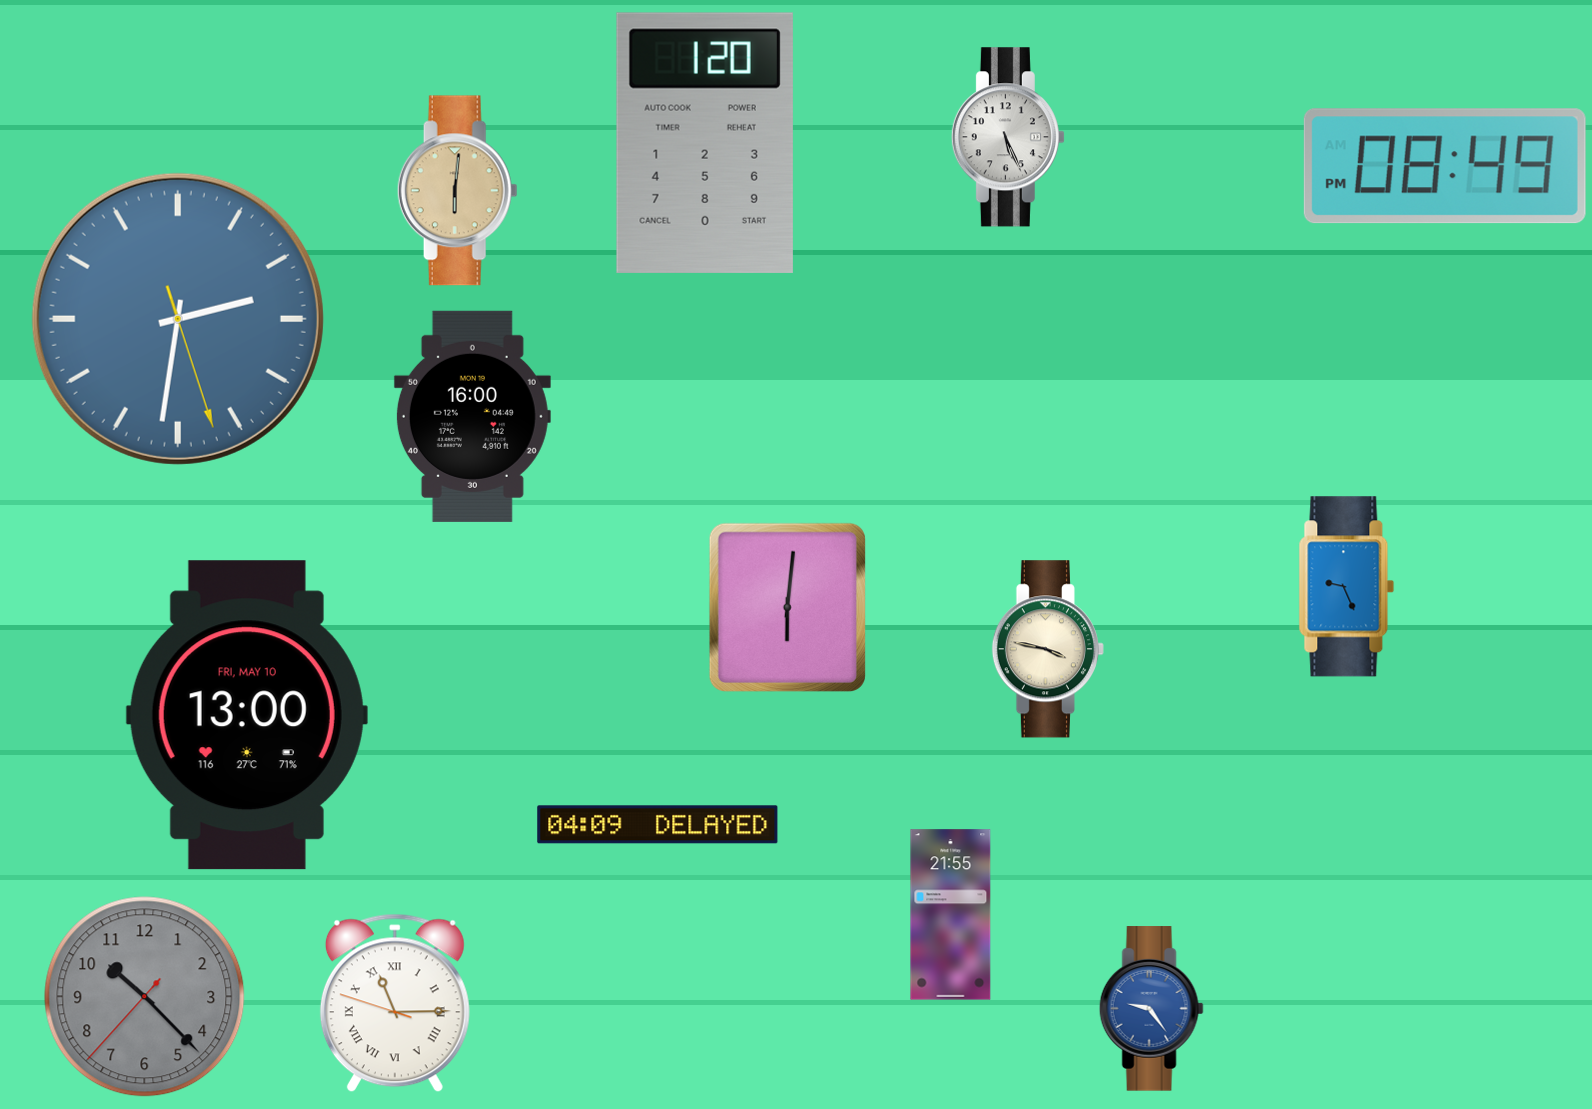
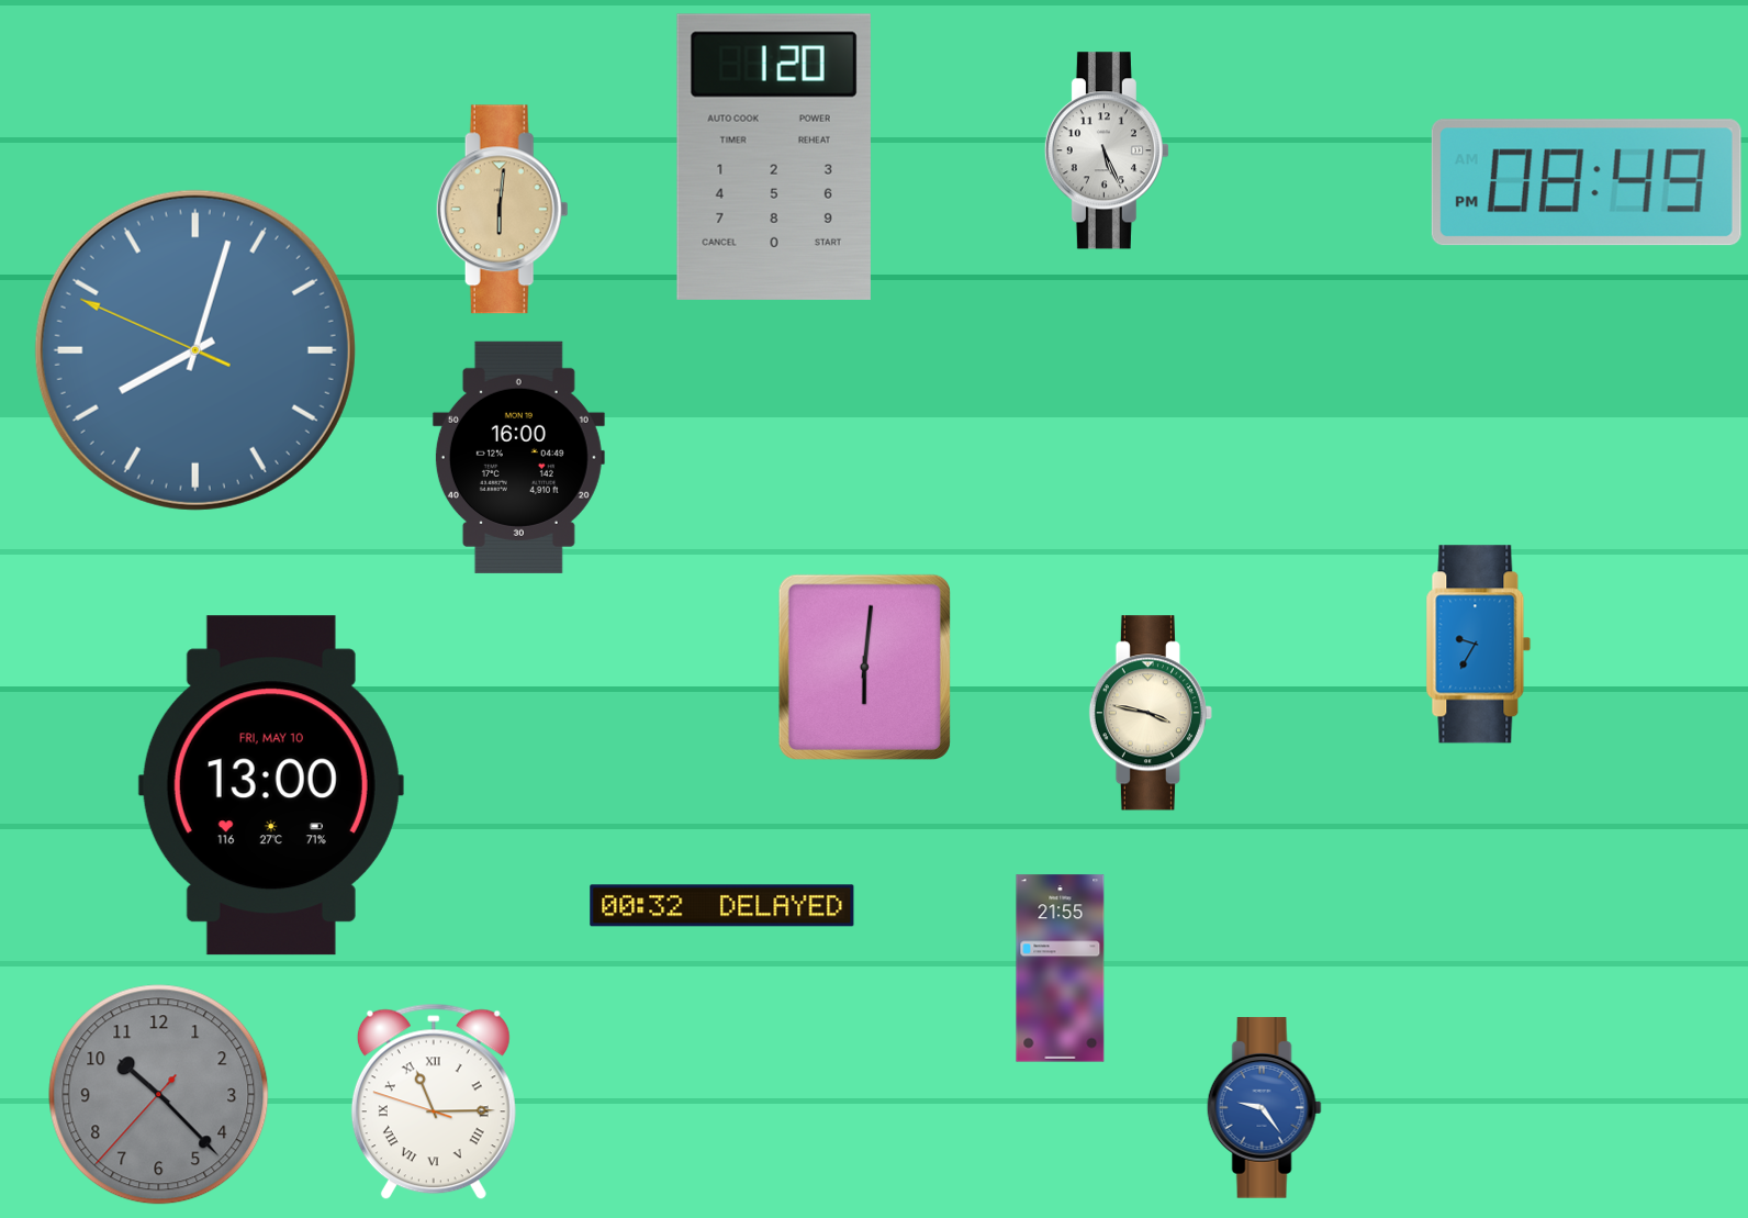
clock at (178, 319): 2:31 -> 8:02
clock at (1347, 587): 9:26 -> 9:35
clock at (658, 825): 04:09 -> 00:32
clock at (951, 915) position: (951, 915) -> (1061, 969)
